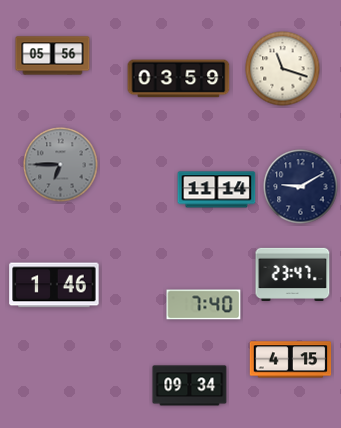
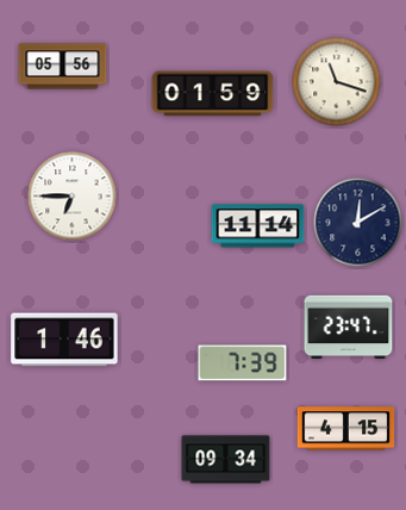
clock at (179, 79): 03:59 -> 01:59
clock at (61, 165) dial: grey -> white
clock at (301, 187): 9:10 -> 12:10
clock at (204, 305): 7:40 -> 7:39
